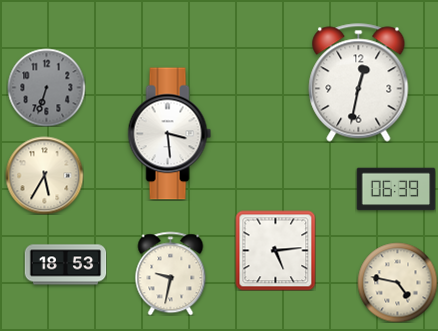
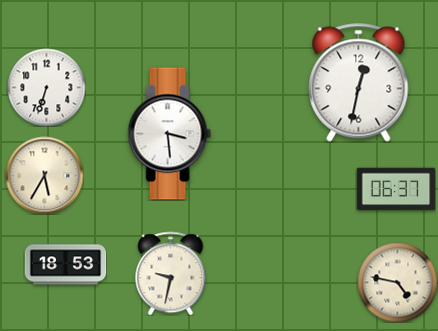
clock at (46, 87) dial: grey -> white
clock at (396, 189): 06:39 -> 06:37
clock at (275, 250): 5:14 -> none
